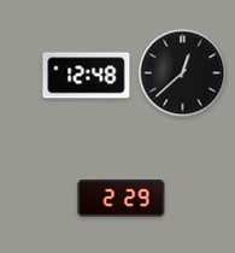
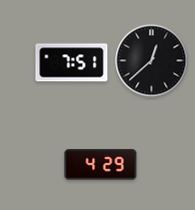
clock at (87, 76): 12:48 -> 7:51
clock at (122, 199): 2:29 -> 4:29
